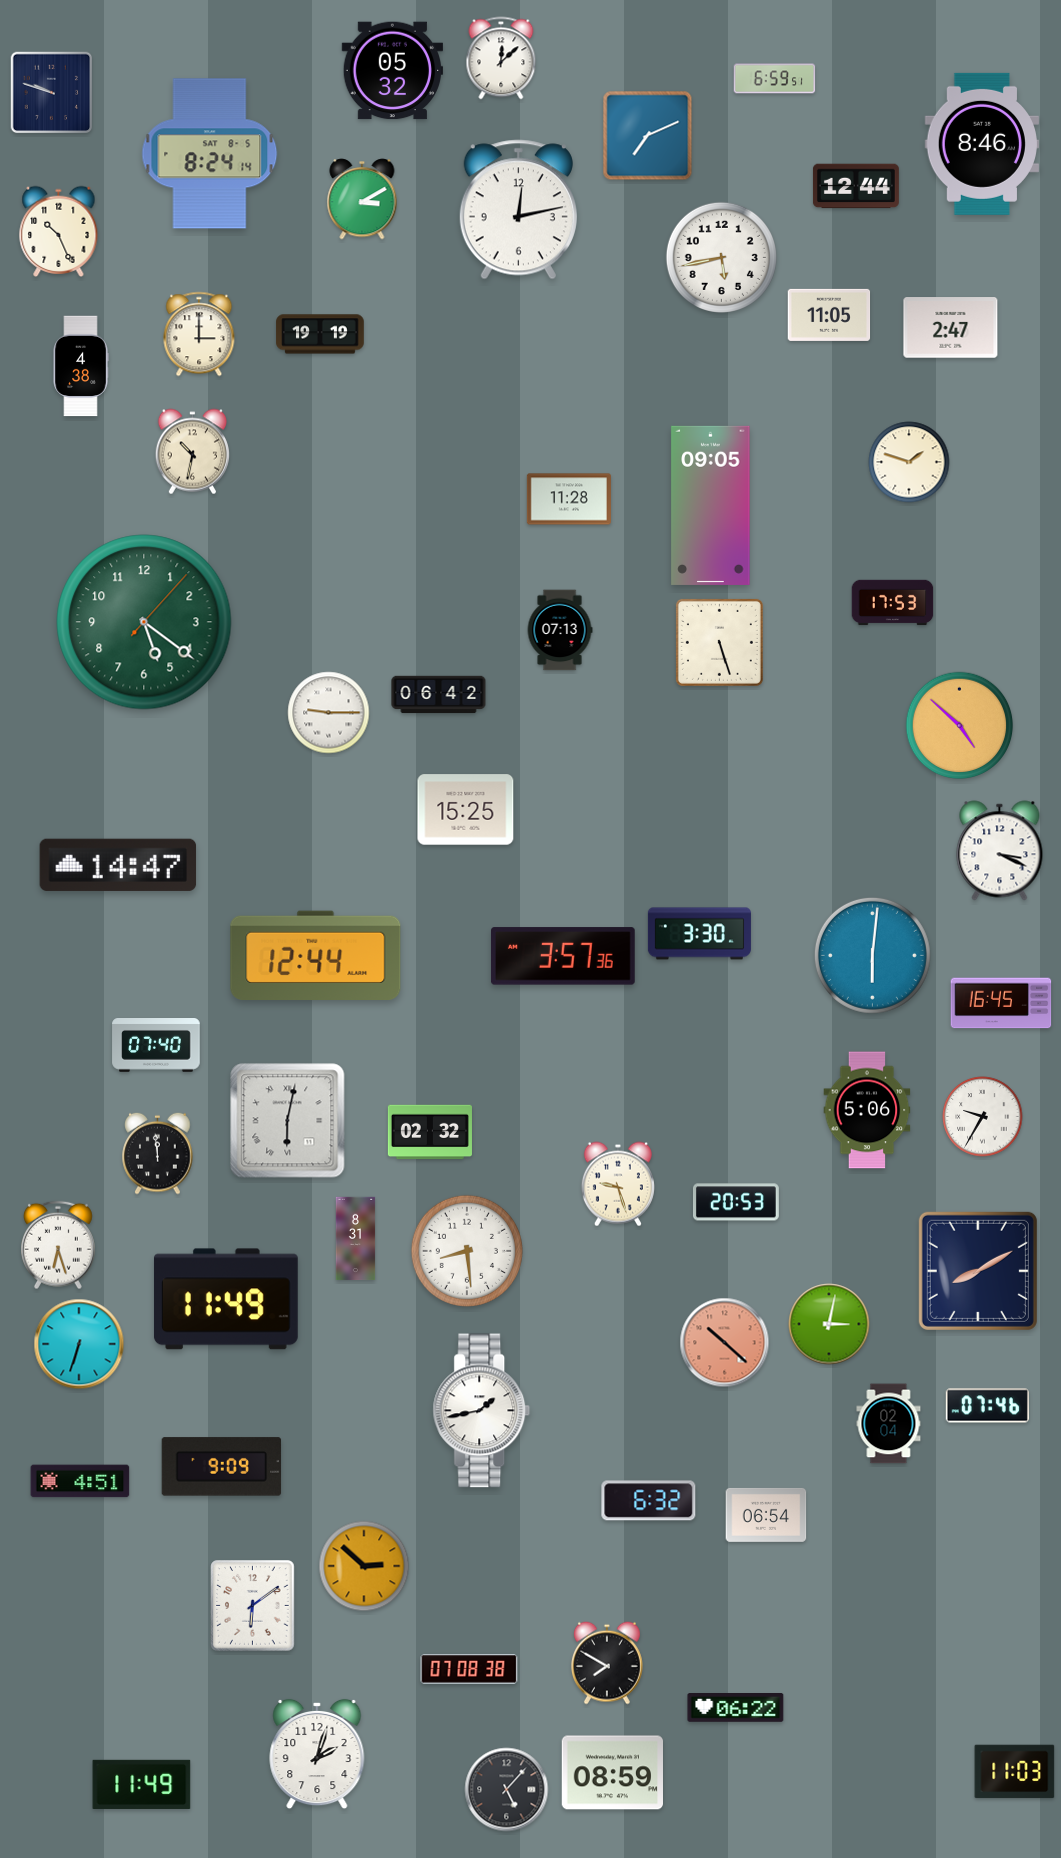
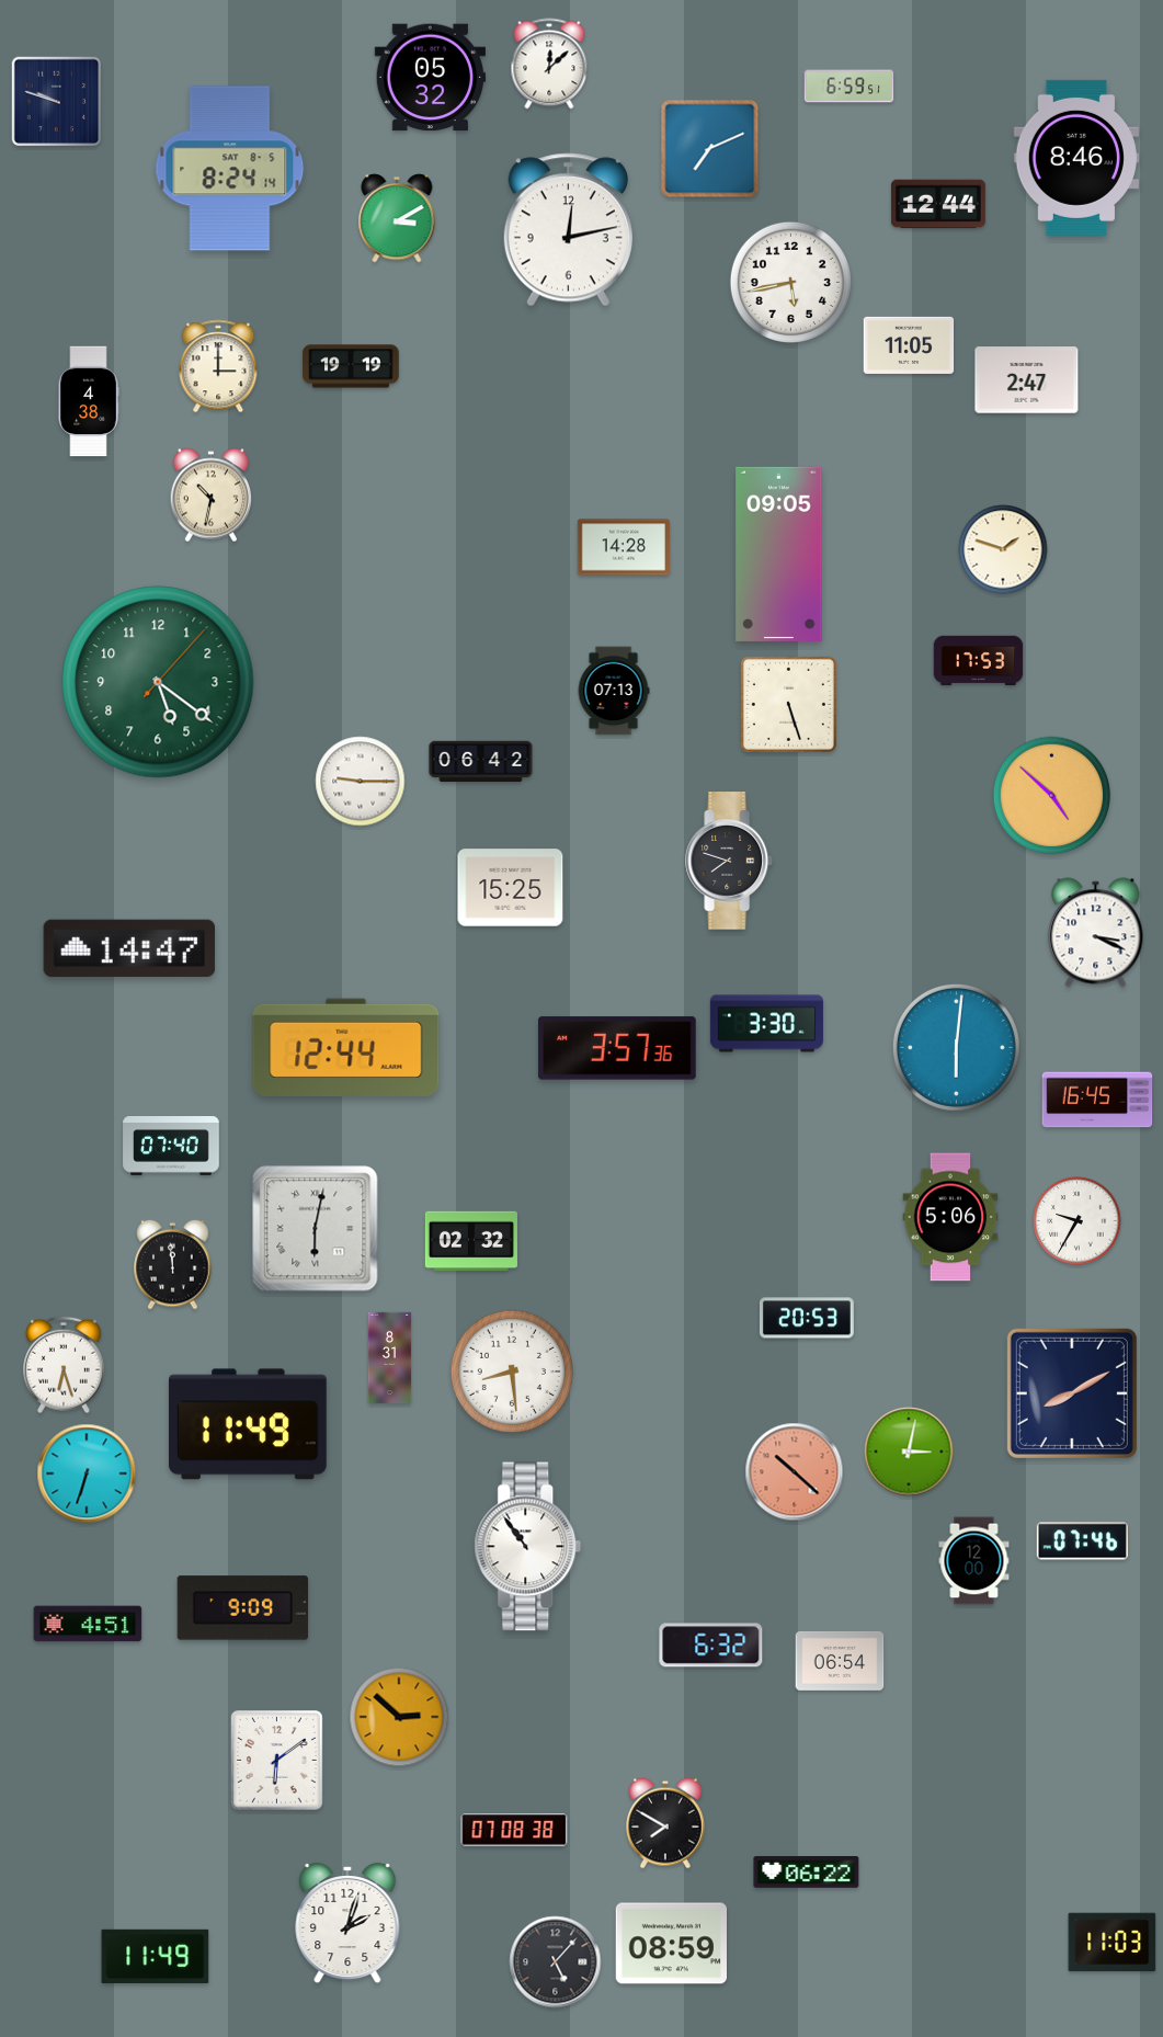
clock at (59, 231): 10:26 -> none
clock at (951, 328) position: (951, 328) -> (1027, 380)
clock at (909, 462) position: (909, 462) -> (1003, 549)
clock at (569, 499): 11:28 -> 14:28
clock at (730, 861): none -> 7:48
clock at (983, 1117) position: (983, 1117) -> (1078, 1221)
clock at (618, 1184): 9:27 -> none
clock at (482, 1411): 1:43 -> 10:54
clock at (889, 1424): 02:04 -> 12:00
